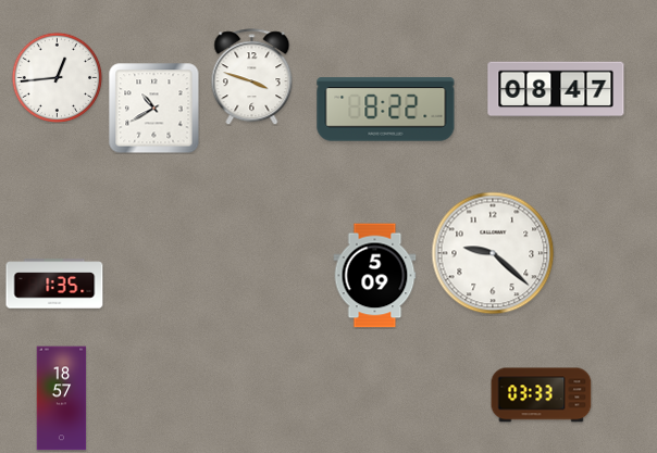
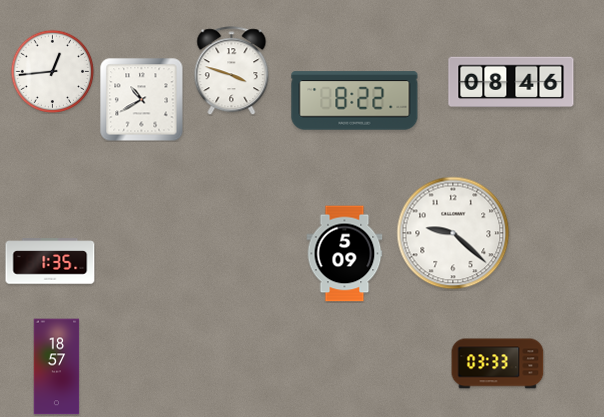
clock at (556, 89): 08:47 -> 08:46
